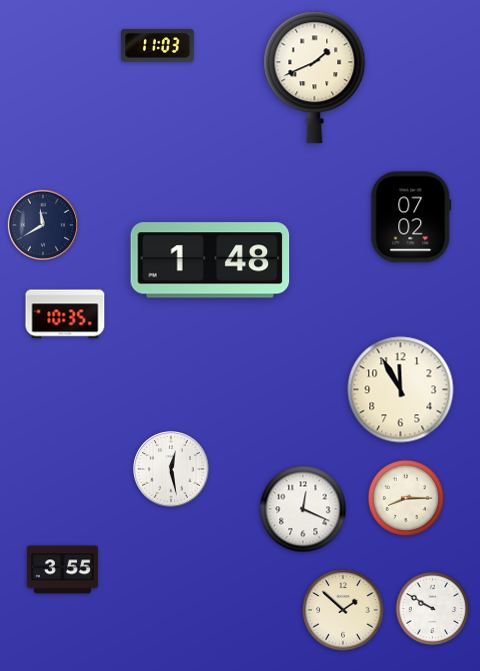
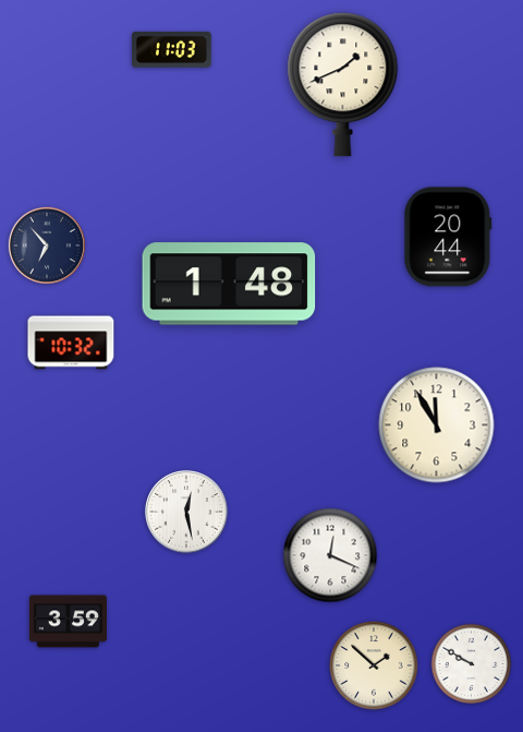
clock at (411, 217): 07:02 -> 20:44
clock at (43, 225): 11:40 -> 6:53
clock at (65, 314): 10:35 -> 10:32
clock at (406, 498): 8:15 -> none
clock at (62, 570): 3:55 -> 3:59
